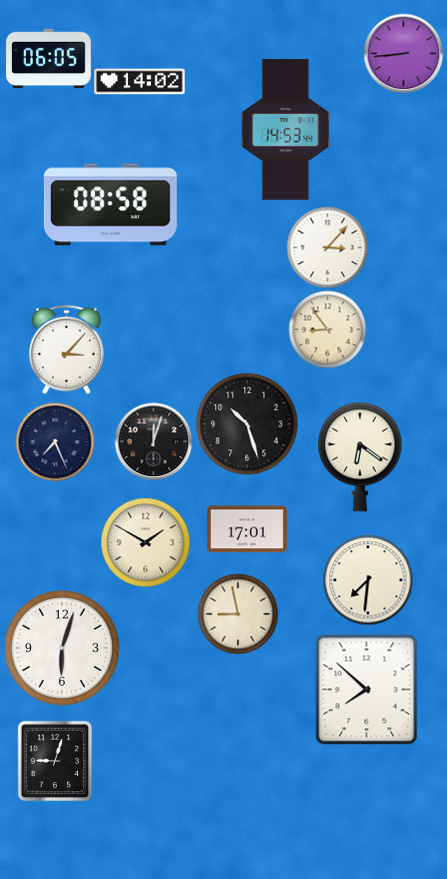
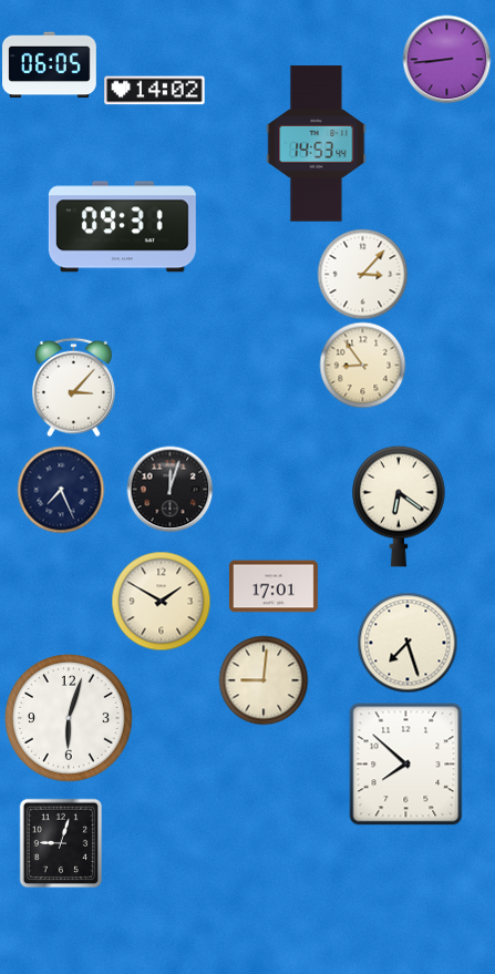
clock at (49, 59) position: (49, 59) -> (50, 65)
clock at (110, 205): 08:58 -> 09:31
clock at (247, 424): 10:27 -> none
clock at (368, 580): 7:31 -> 7:27
clock at (238, 614): 8:58 -> 9:01
